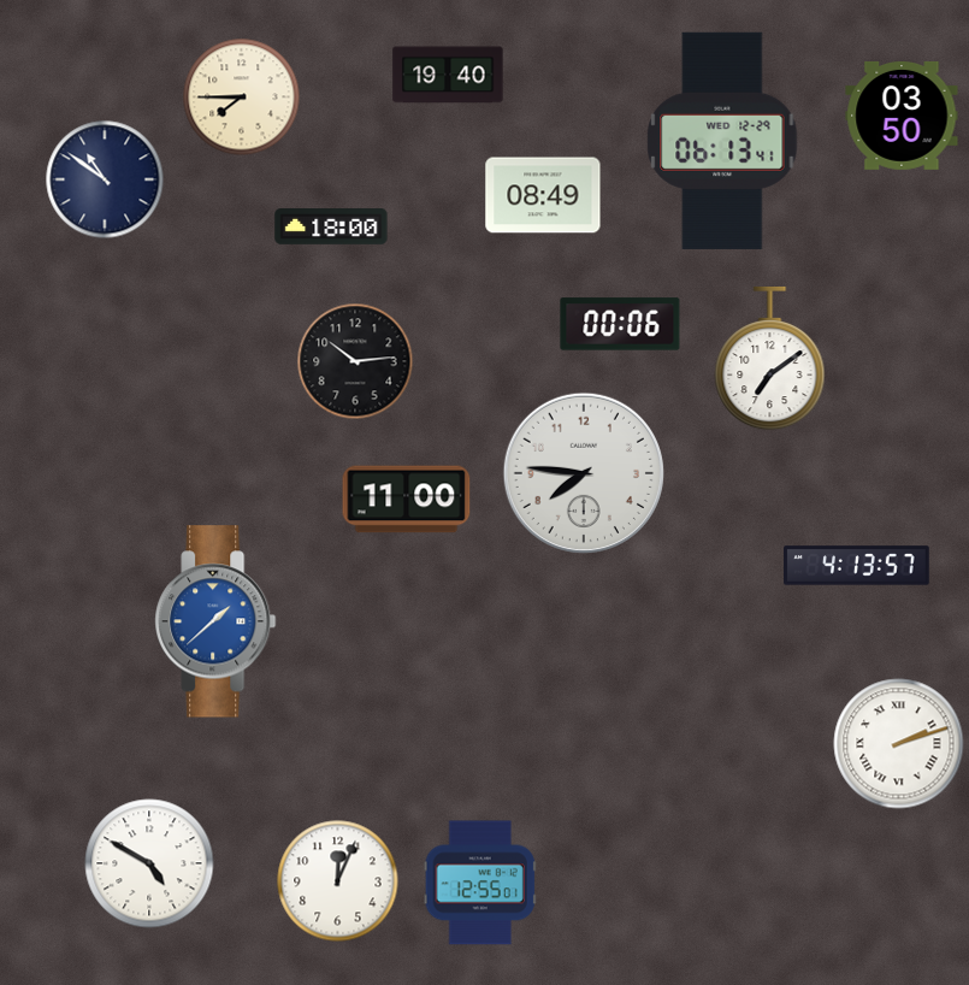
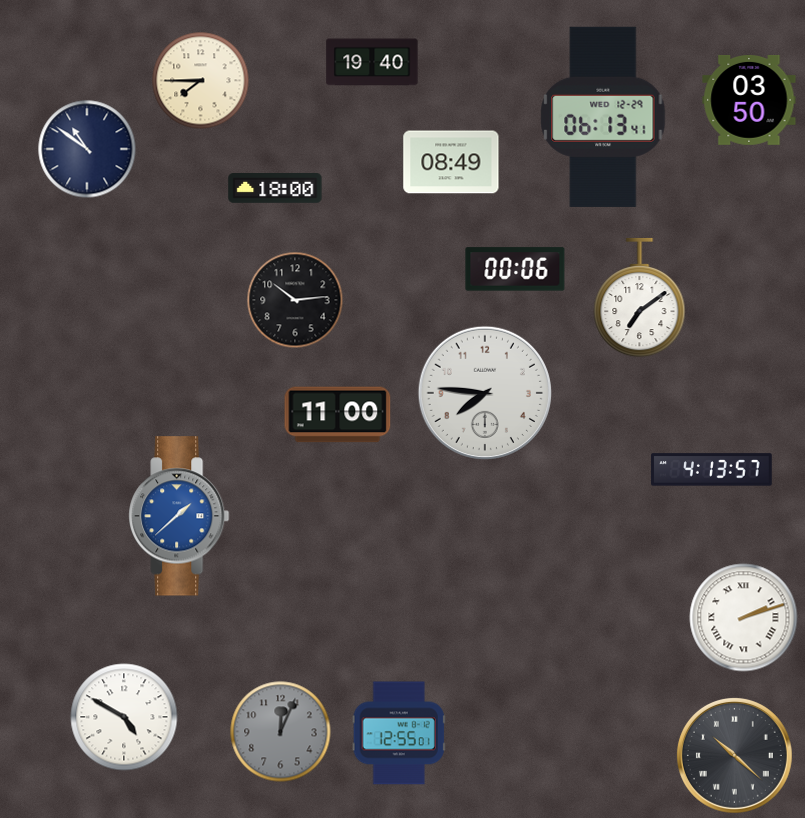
clock at (902, 116) position: (902, 116) -> (749, 100)
clock at (722, 141) position: (722, 141) -> (603, 117)
clock at (899, 744) position: (899, 744) -> (744, 618)
clock at (338, 881) dial: white -> grey
clock at (734, 755): none -> 10:22
